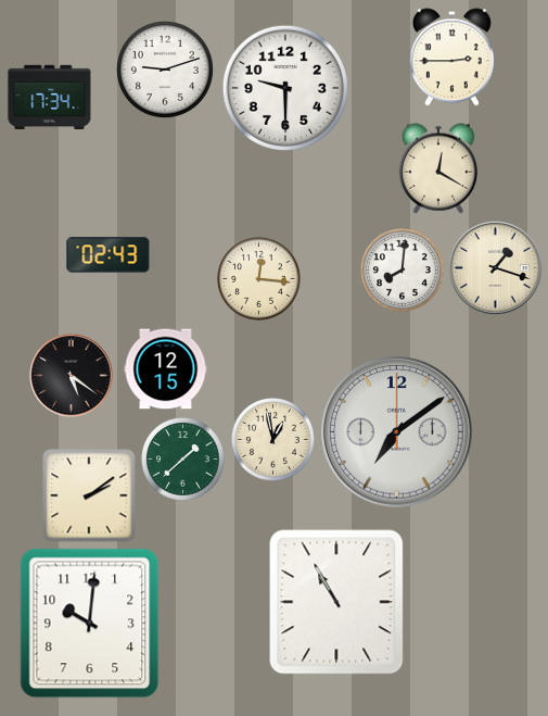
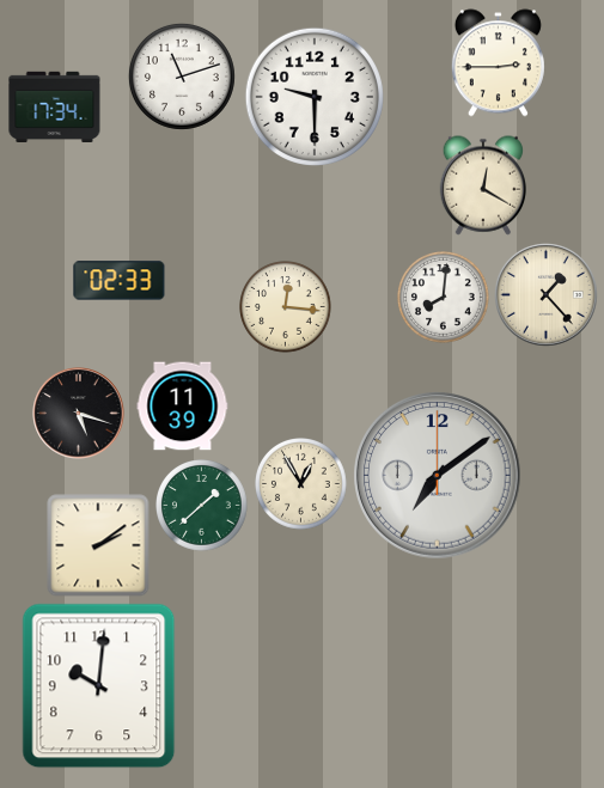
clock at (165, 70): 9:12 -> 11:12
clock at (109, 255): 02:43 -> 02:33
clock at (496, 268): 1:18 -> 1:23
clock at (166, 369): 12:15 -> 11:39
clock at (72, 376): 5:21 -> 5:18
clock at (273, 440): 12:58 -> 12:55
clock at (336, 602): 10:55 -> none
